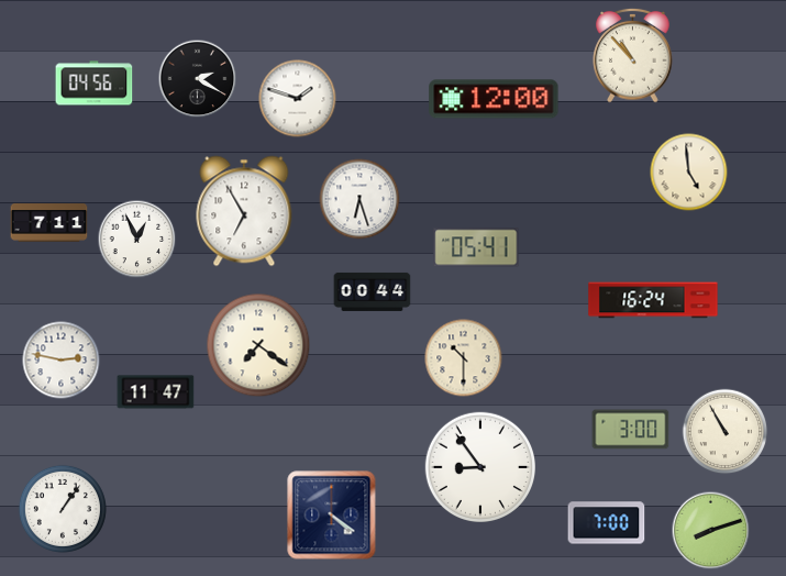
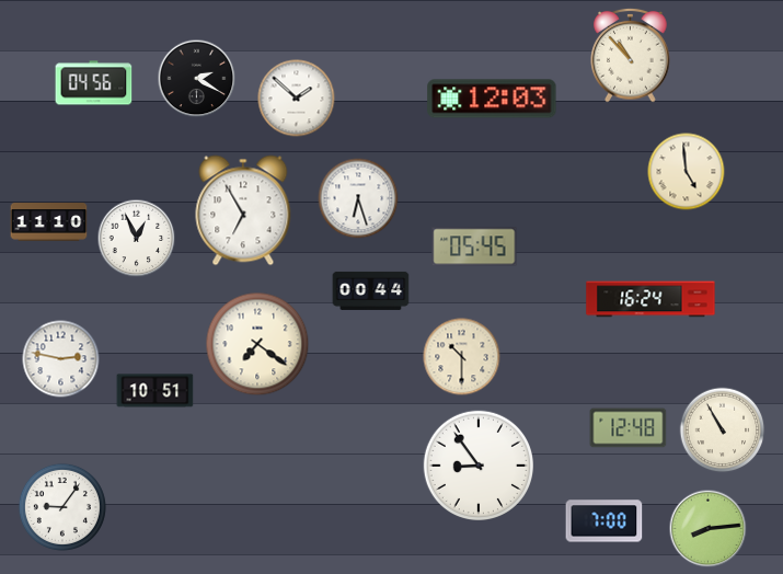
clock at (298, 99): 1:48 -> 1:52
clock at (494, 99): 12:00 -> 12:03
clock at (49, 223): 7:11 -> 11:10
clock at (476, 247): 05:41 -> 05:45
clock at (156, 392): 11:47 -> 10:51
clock at (631, 430): 3:00 -> 12:48
clock at (63, 509): 1:06 -> 9:06
clock at (332, 516): 4:21 -> none
clock at (711, 531): 8:12 -> 8:14
